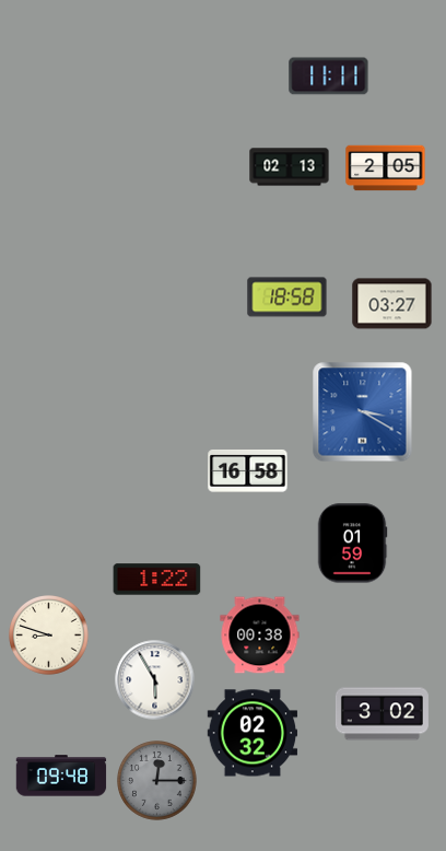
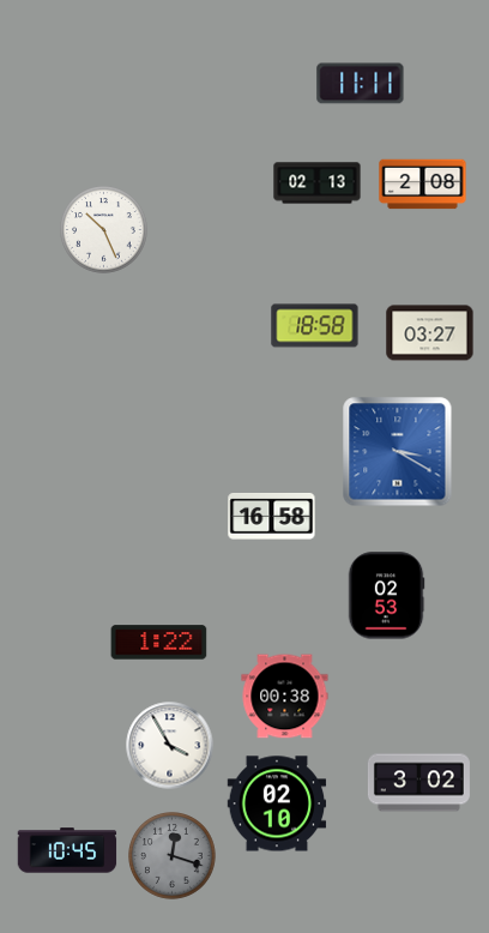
clock at (386, 168): 2:05 -> 2:08
clock at (104, 230): none -> 10:26
clock at (352, 544): 01:59 -> 02:53
clock at (157, 580) position: (157, 580) -> (159, 643)
clock at (49, 636): 8:48 -> none
clock at (155, 680): 5:55 -> 3:55
clock at (253, 733): 02:32 -> 02:10
clock at (61, 776): 09:48 -> 10:45
clock at (157, 781): 12:15 -> 12:18
